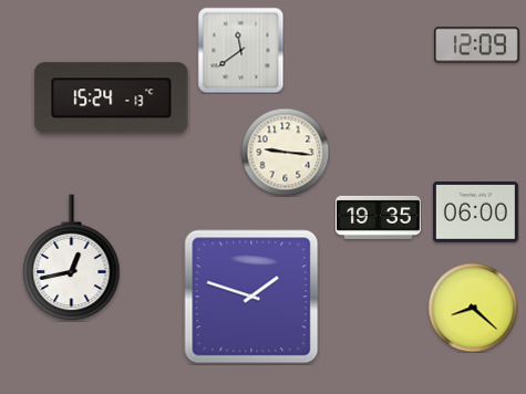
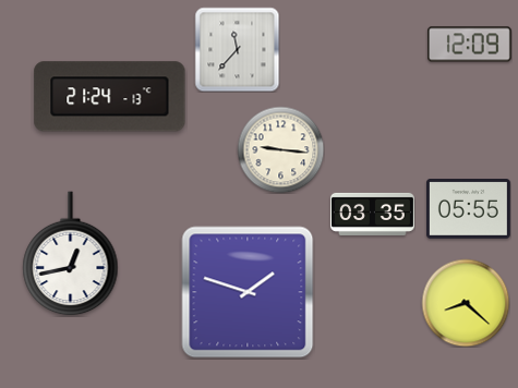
clock at (240, 50): 11:39 -> 11:37
clock at (112, 98): 15:24 -> 21:24
clock at (475, 212): 06:00 -> 05:55
clock at (379, 217): 19:35 -> 03:35
